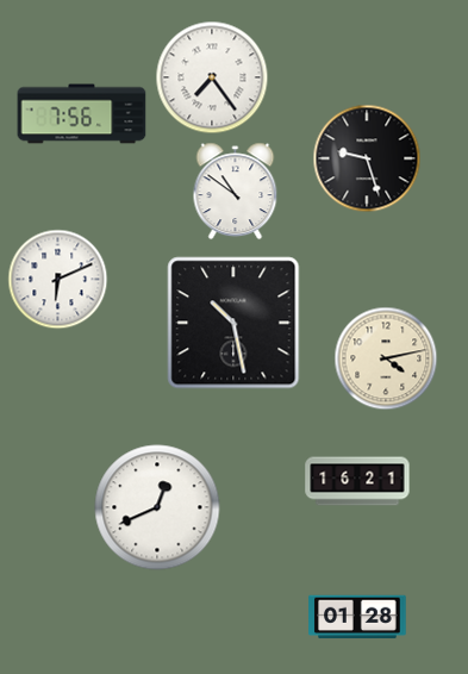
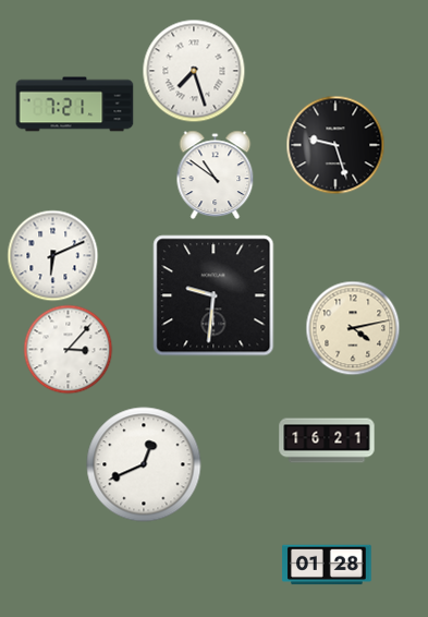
clock at (212, 77): 7:24 -> 7:27
clock at (82, 114): 7:56 -> 7:21
clock at (233, 323): 10:28 -> 9:31
clock at (68, 349): none -> 3:07
